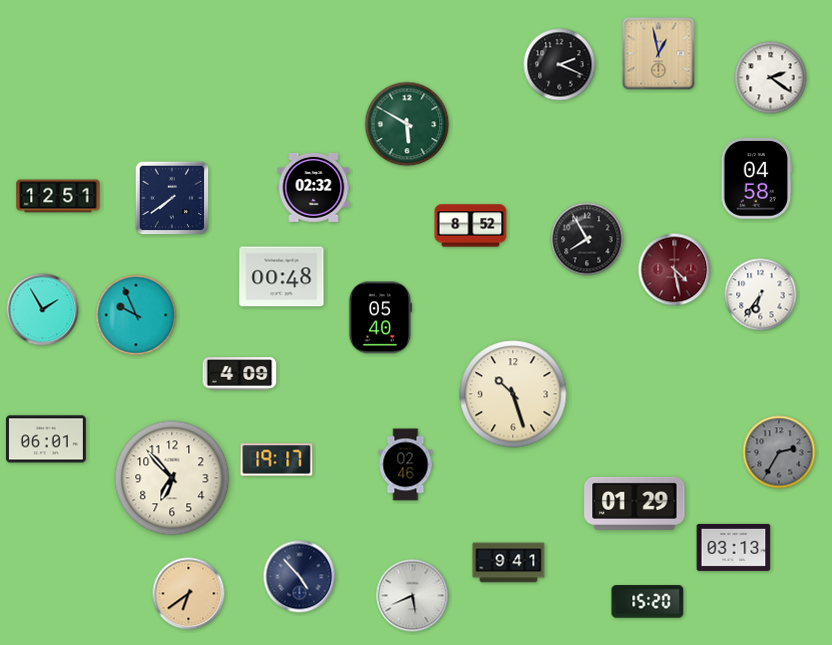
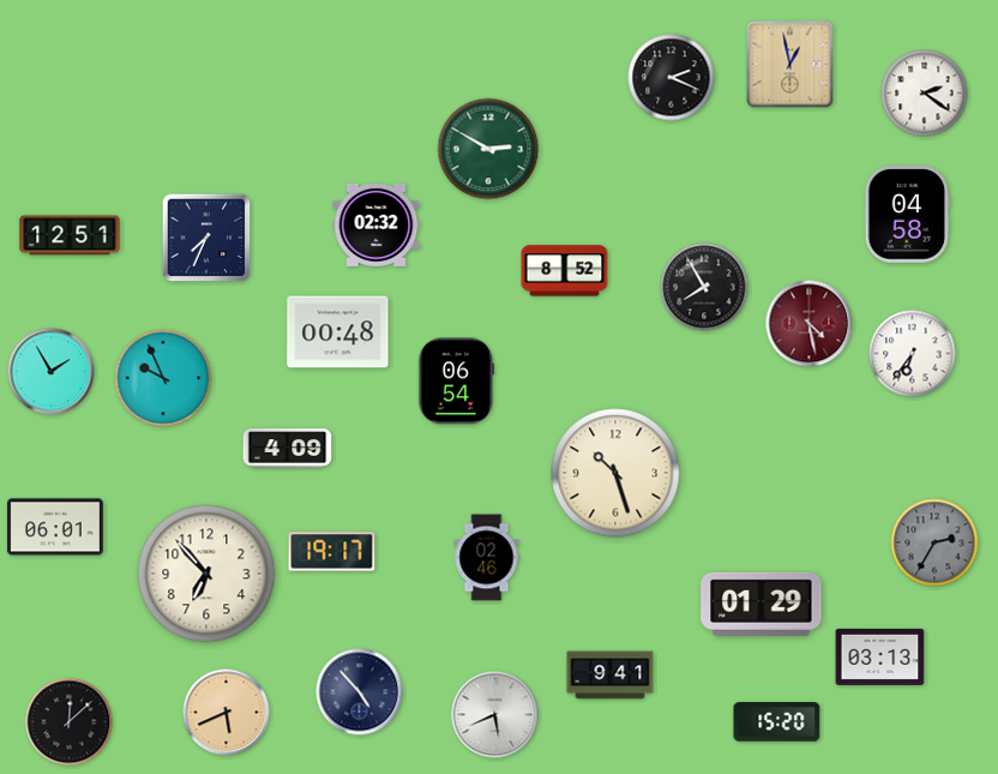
clock at (407, 124): 5:50 -> 2:50
clock at (172, 198): 7:39 -> 7:34
clock at (381, 318): 05:40 -> 06:54
clock at (189, 594): 6:39 -> 5:41
clock at (70, 722): none -> 12:08
